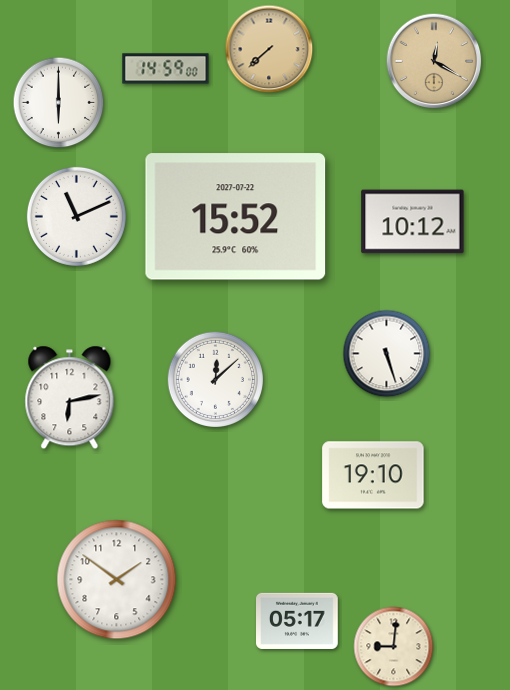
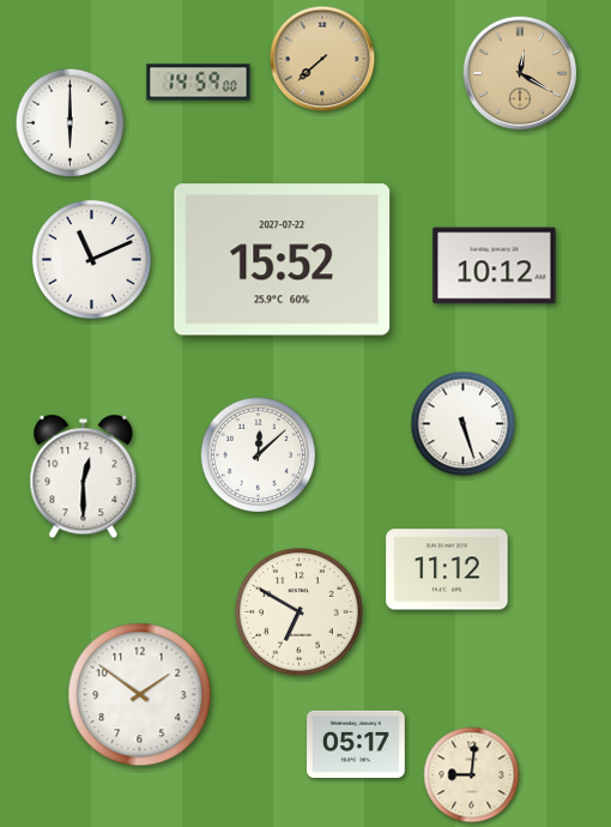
clock at (70, 398): 6:13 -> 12:30
clock at (373, 475): 19:10 -> 11:12
clock at (300, 612): none -> 6:50
